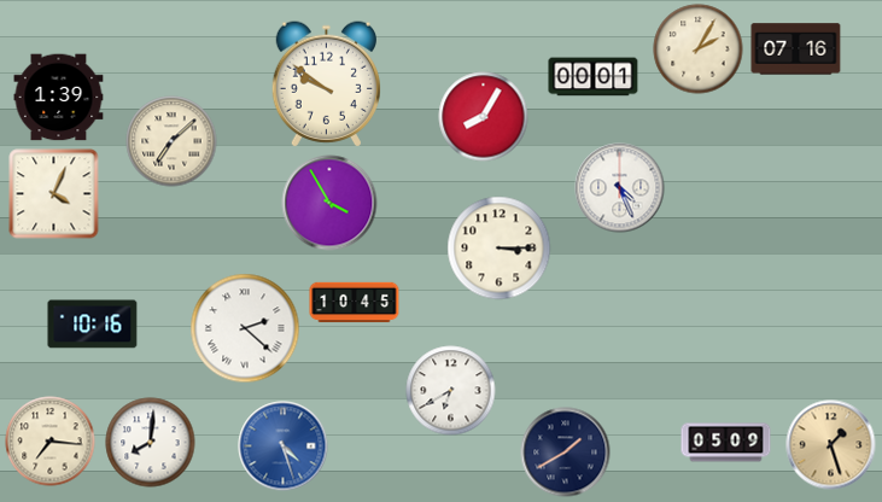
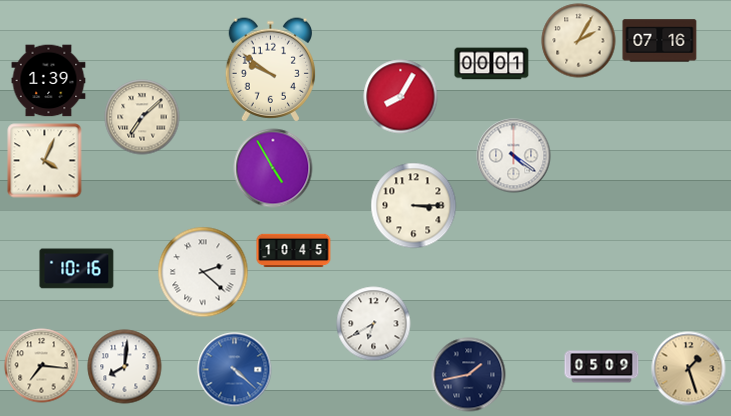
clock at (620, 188): 4:26 -> 4:21
clock at (329, 203): 3:55 -> 4:55
clock at (284, 446): 4:27 -> 4:22
clock at (566, 453): 1:40 -> 1:43
